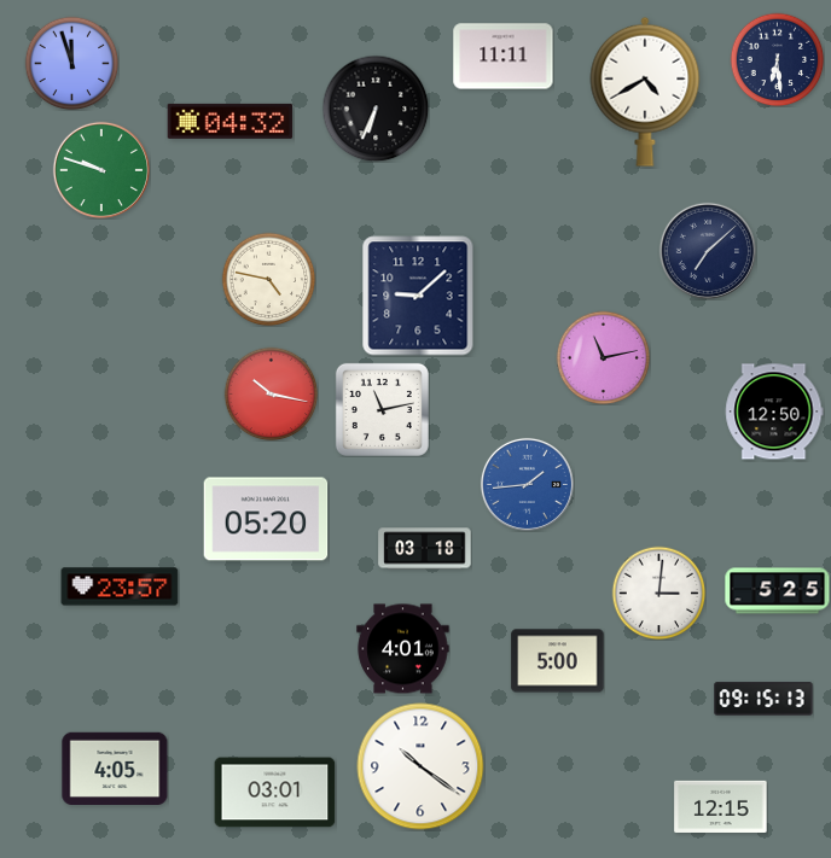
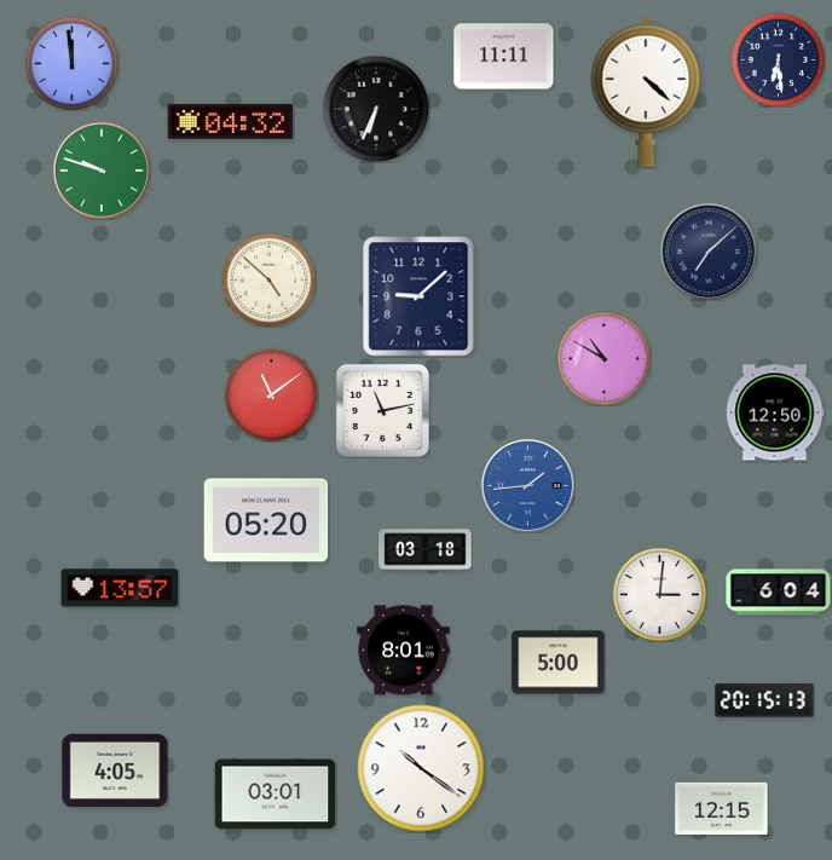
clock at (71, 63): 11:57 -> 11:59
clock at (645, 92): 4:40 -> 4:22
clock at (268, 279): 4:47 -> 4:52
clock at (603, 357): 11:13 -> 10:50
clock at (271, 393): 10:17 -> 11:09
clock at (120, 586): 23:57 -> 13:57
clock at (778, 591): 5:25 -> 6:04
clock at (403, 649): 4:01 -> 8:01
clock at (763, 699): 09:15 -> 20:15
